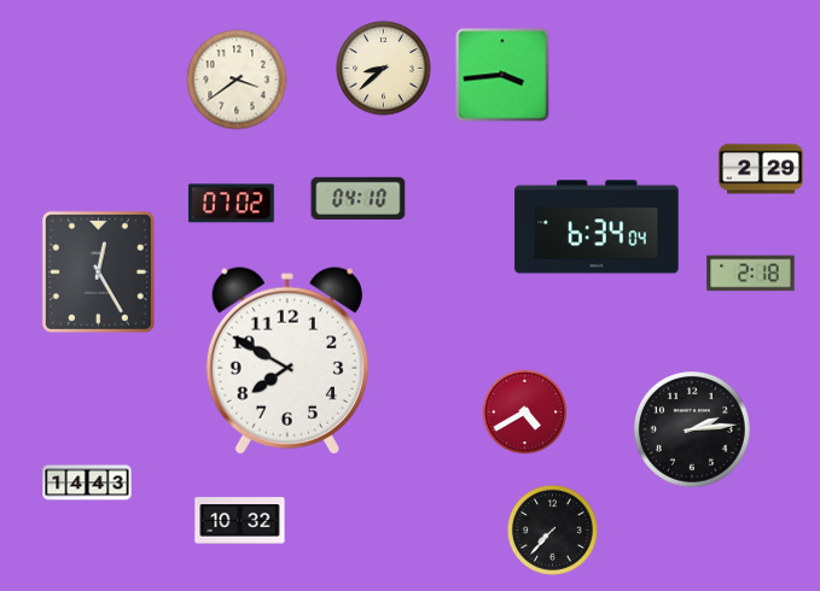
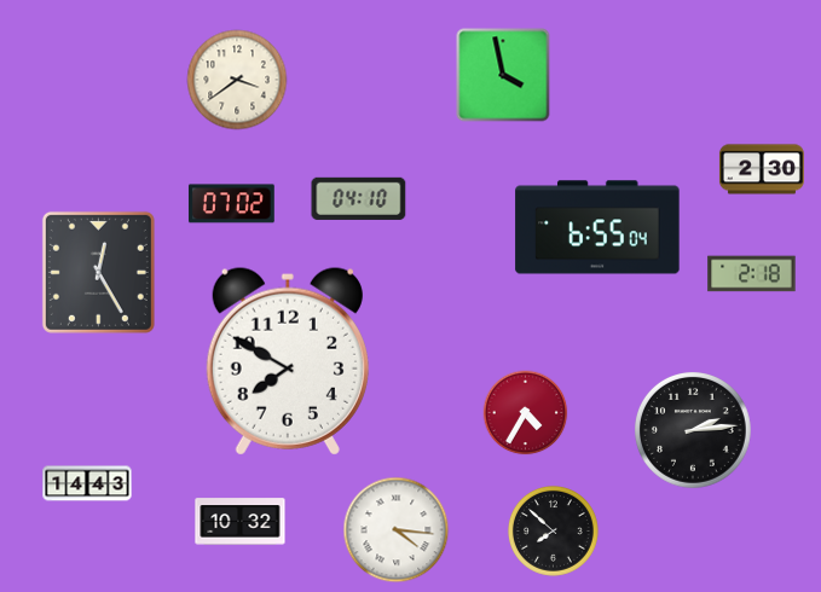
clock at (384, 69): 8:38 -> none
clock at (502, 75): 3:44 -> 3:58
clock at (761, 169): 2:29 -> 2:30
clock at (597, 227): 6:34 -> 6:55
clock at (525, 412): 4:40 -> 4:35
clock at (397, 530): none -> 4:16
clock at (552, 529): 7:37 -> 7:52
